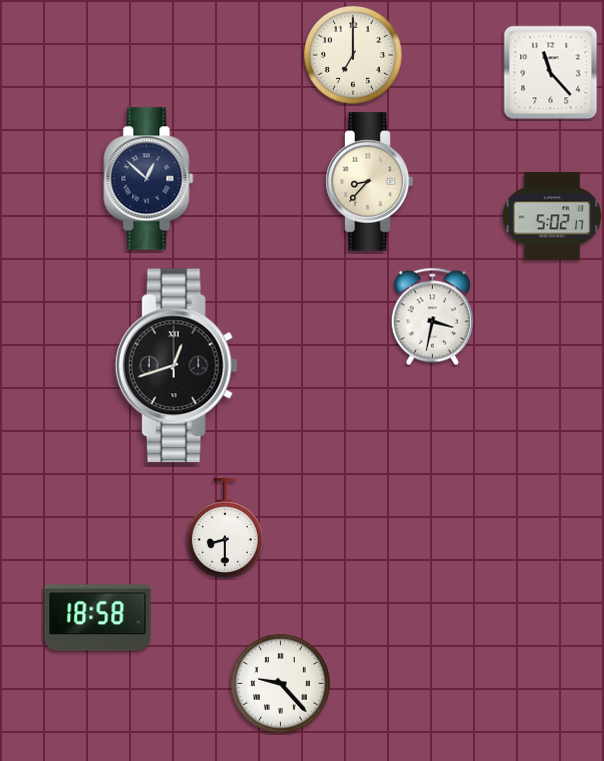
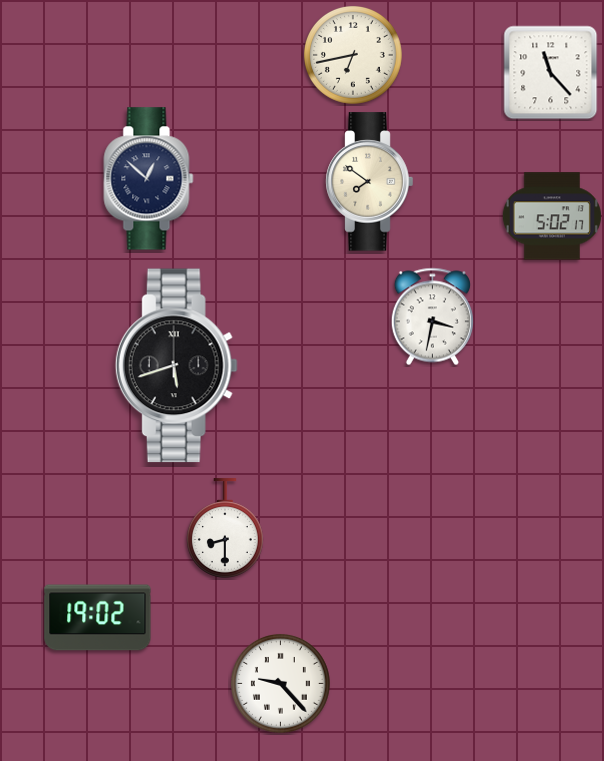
clock at (354, 56): 7:00 -> 6:43
clock at (370, 182): 8:37 -> 7:51
clock at (176, 366): 12:42 -> 5:42
clock at (98, 618): 18:58 -> 19:02
